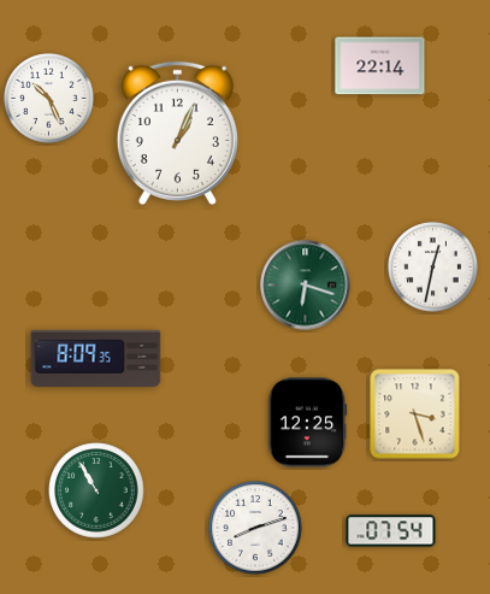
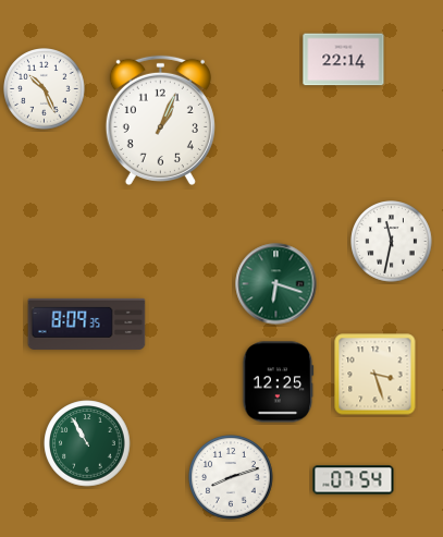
clock at (433, 267): 12:32 -> 11:32
clock at (306, 286) position: (306, 286) -> (276, 284)
